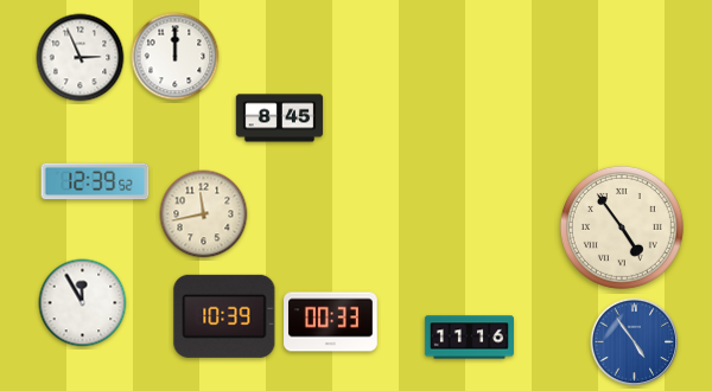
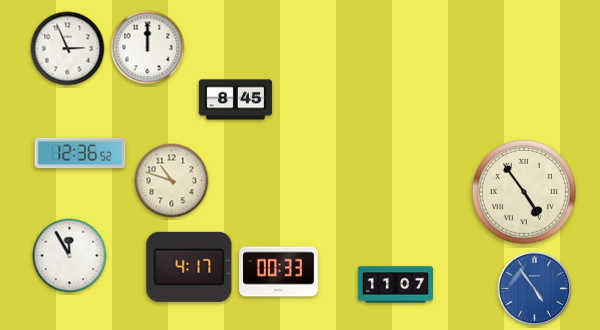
clock at (95, 181): 12:39 -> 12:36
clock at (204, 214): 11:43 -> 10:48
clock at (224, 316): 10:39 -> 4:17
clock at (469, 338): 11:16 -> 11:07
